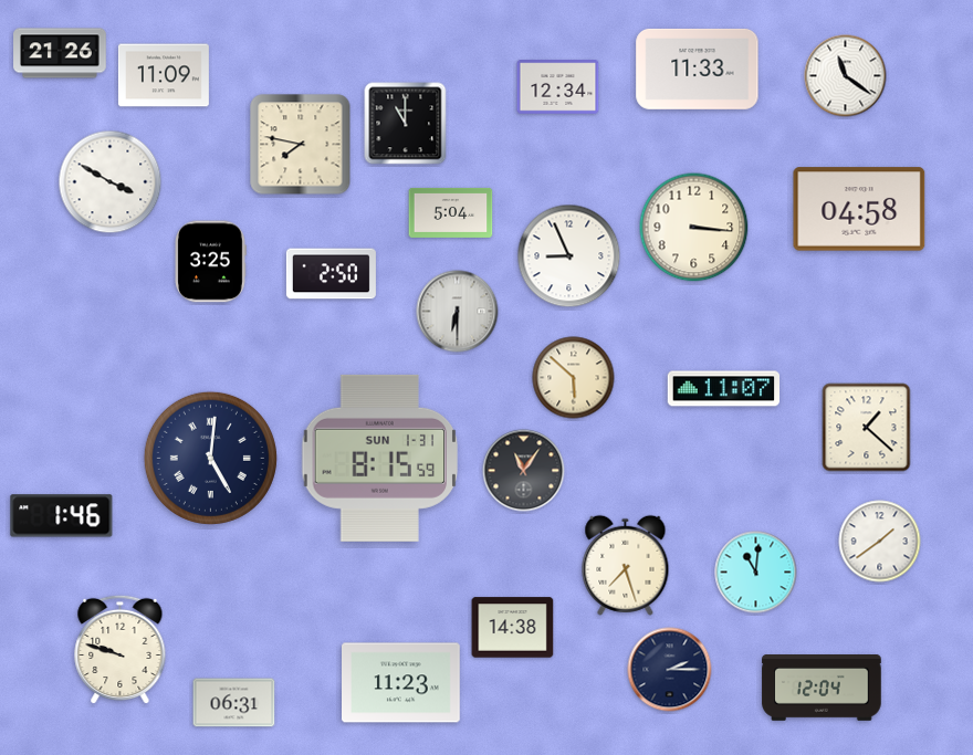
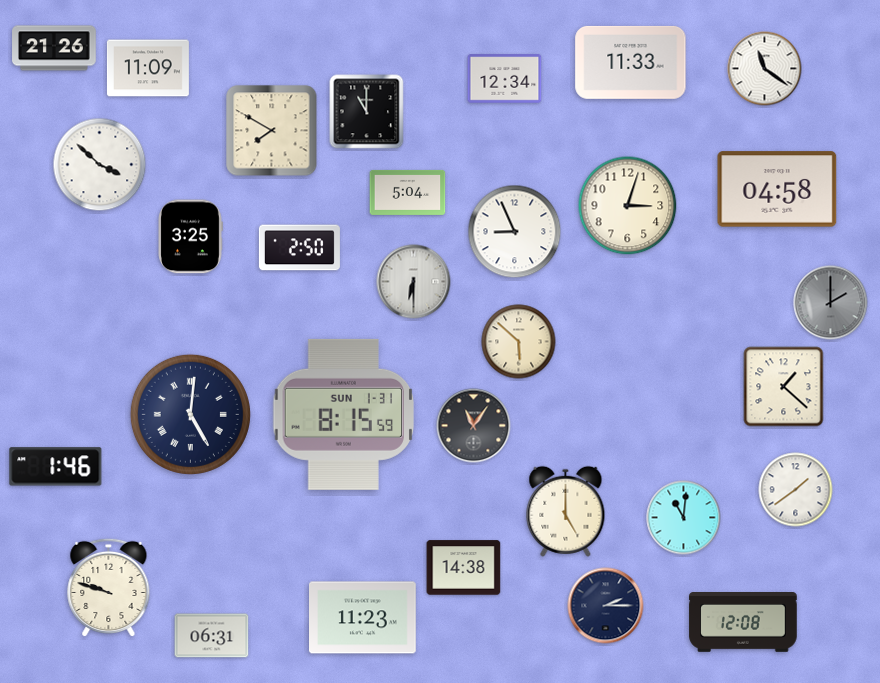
clock at (301, 145): 7:47 -> 7:50
clock at (111, 182): 3:50 -> 3:52
clock at (694, 228): 3:16 -> 3:03
clock at (831, 303): none -> 2:00
clock at (724, 389): 11:07 -> none
clock at (626, 565): 7:27 -> 5:00
clock at (822, 689): 12:04 -> 12:08
